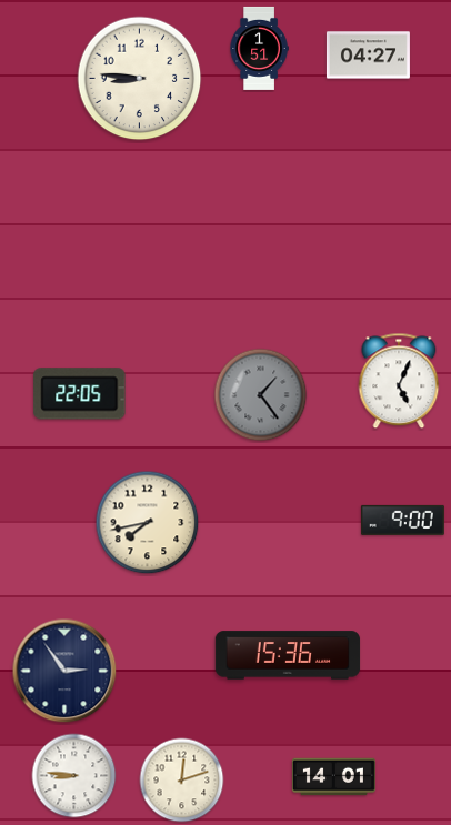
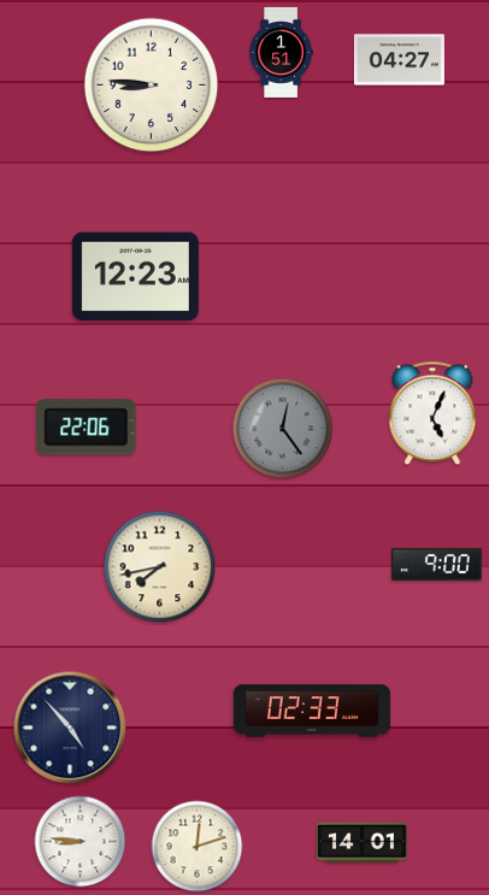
clock at (135, 277): none -> 12:23
clock at (80, 394): 22:05 -> 22:06
clock at (261, 395): 1:24 -> 12:24
clock at (288, 655): 15:36 -> 02:33
clock at (64, 671): 2:54 -> 4:53
